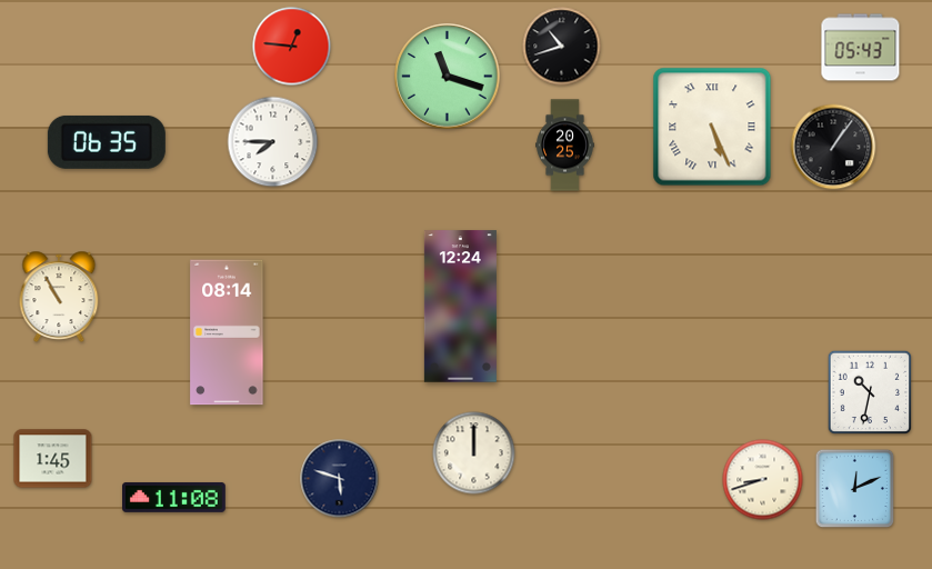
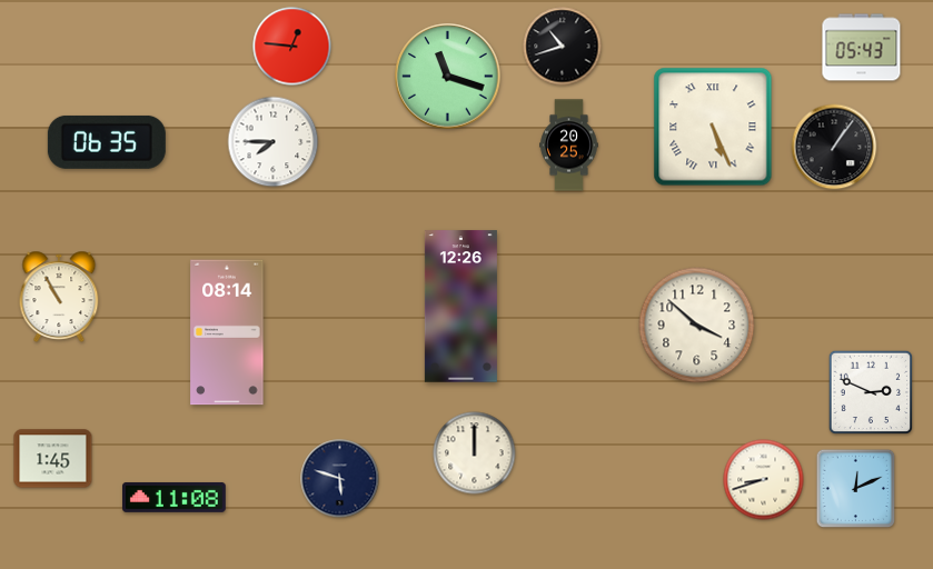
clock at (565, 146) position: (565, 146) -> (569, 146)
clock at (460, 307): 12:24 -> 12:26
clock at (697, 326): none -> 3:52
clock at (869, 391): 10:32 -> 2:49
